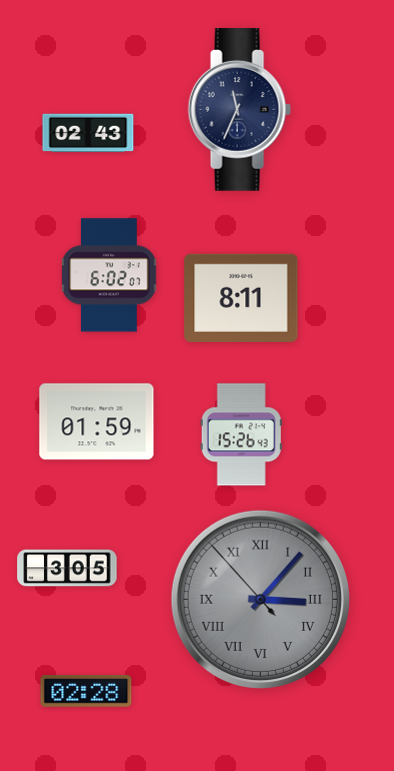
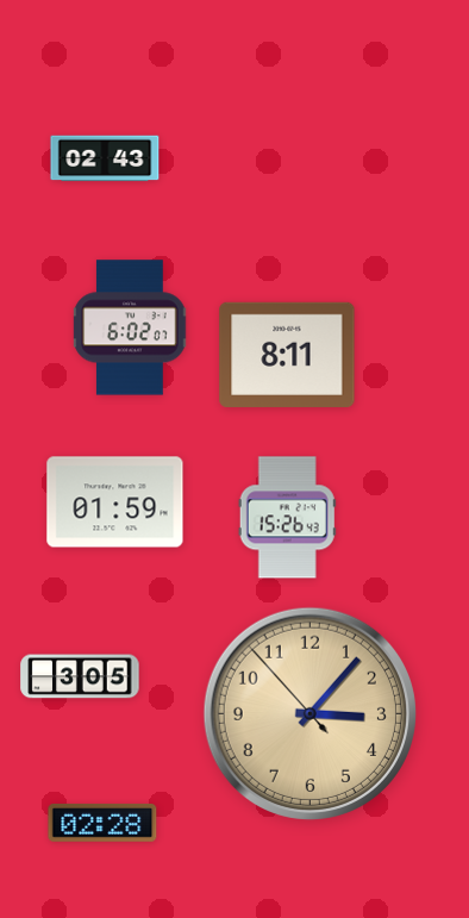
clock at (239, 110): 11:34 -> none
clock at (260, 599) dial: grey -> champagne
clock at (260, 599) numerals: Roman -> Arabic
